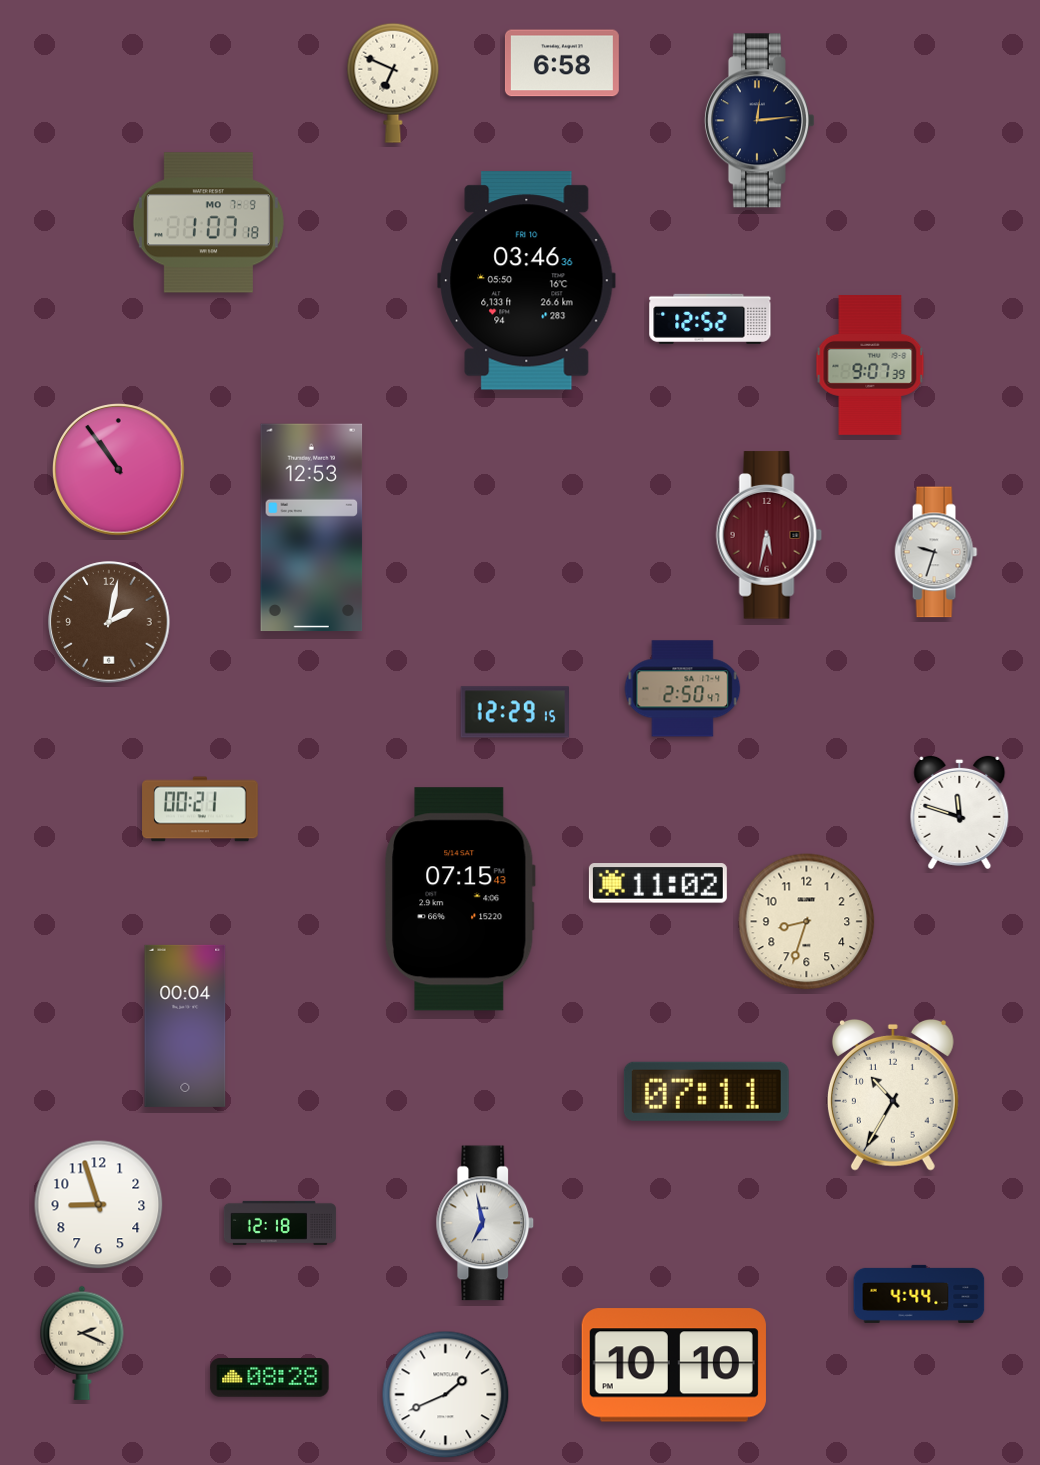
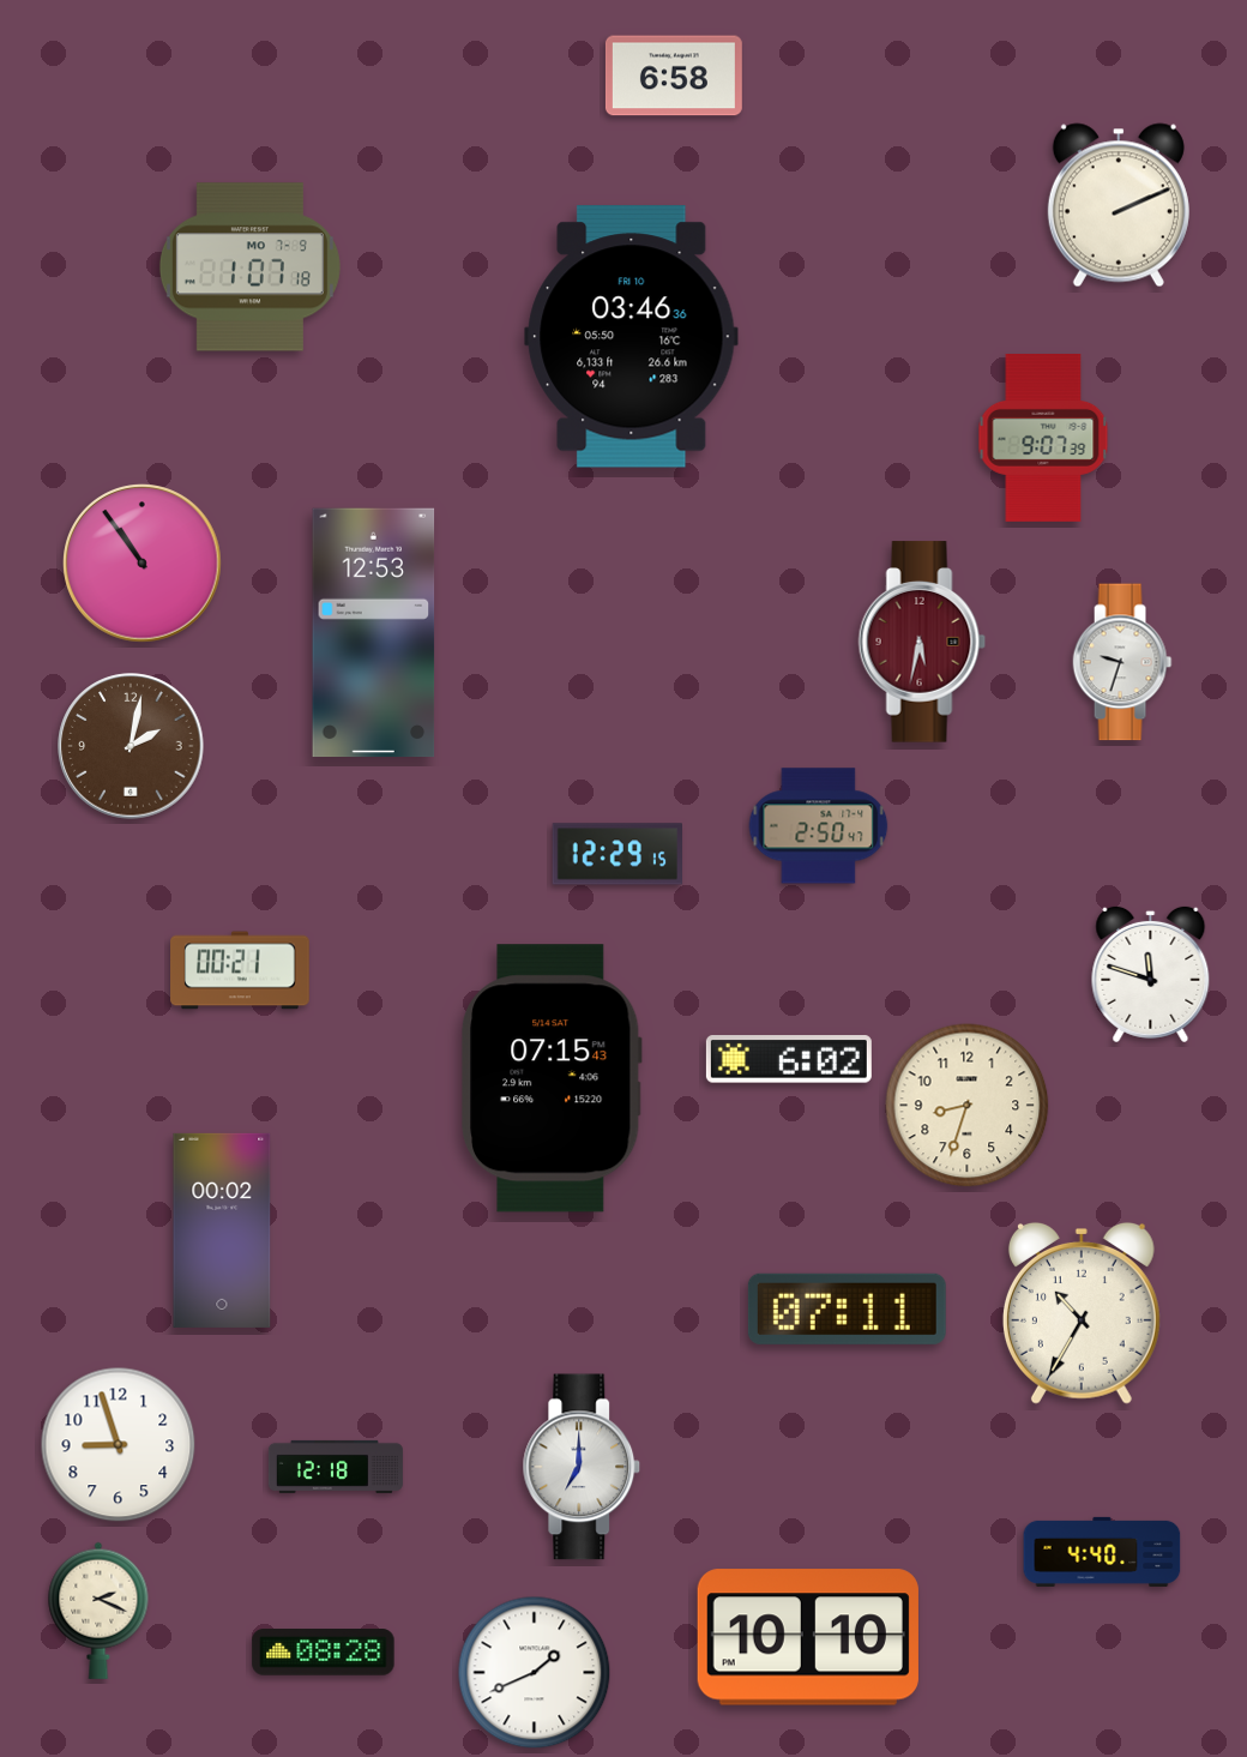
clock at (393, 83): 6:49 -> none
clock at (759, 121): 12:14 -> none
clock at (1119, 205): none -> 2:11
clock at (710, 319): 12:52 -> none
clock at (658, 883): 11:02 -> 6:02
clock at (185, 1026): 00:04 -> 00:02
clock at (893, 1095) position: (893, 1095) -> (1082, 1313)
clock at (485, 1223): 6:58 -> 7:00
clock at (919, 1294): 4:44 -> 4:40
